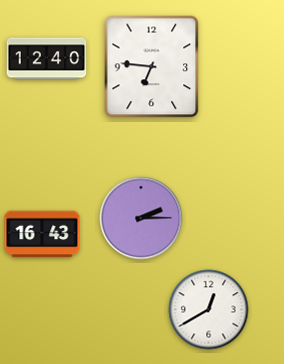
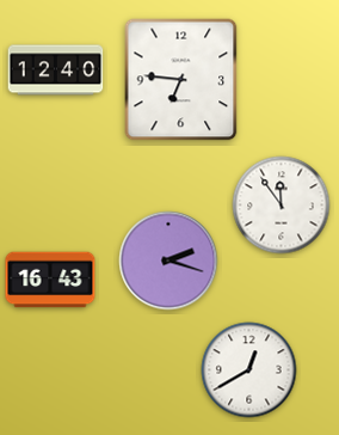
clock at (282, 206): none -> 11:54
clock at (141, 218): 2:15 -> 2:18
